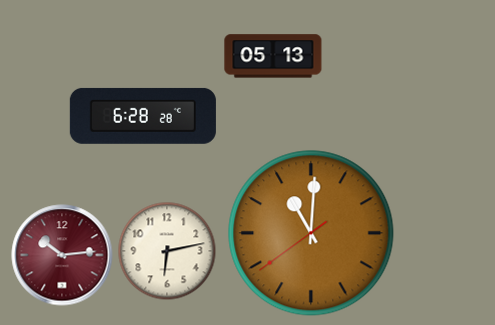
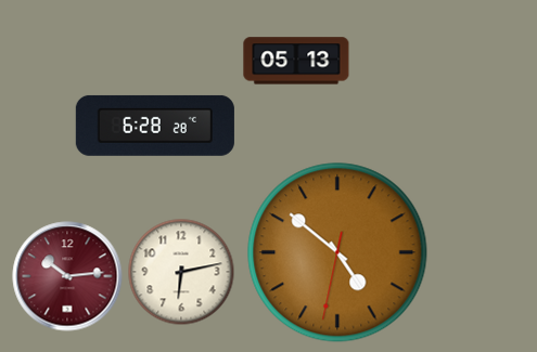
clock at (311, 233): 11:00 -> 4:51
